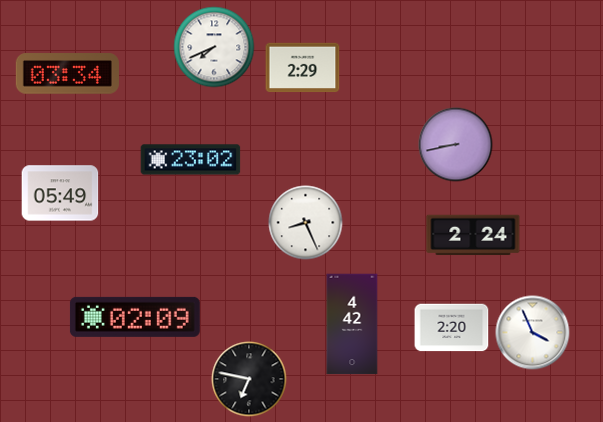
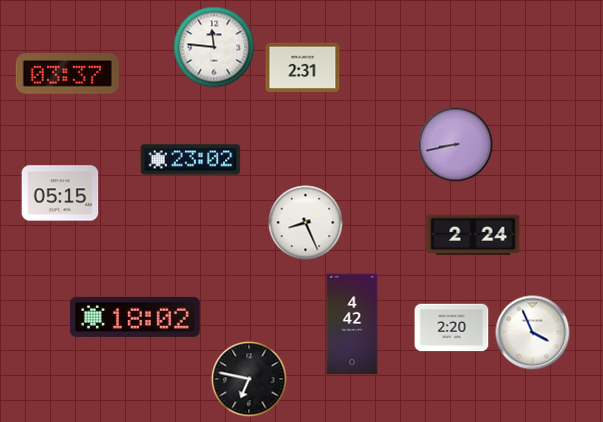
clock at (214, 47): 7:41 -> 11:46
clock at (303, 68): 2:29 -> 2:31
clock at (67, 74): 03:34 -> 03:37
clock at (60, 193): 05:49 -> 05:15
clock at (135, 317): 02:09 -> 18:02
